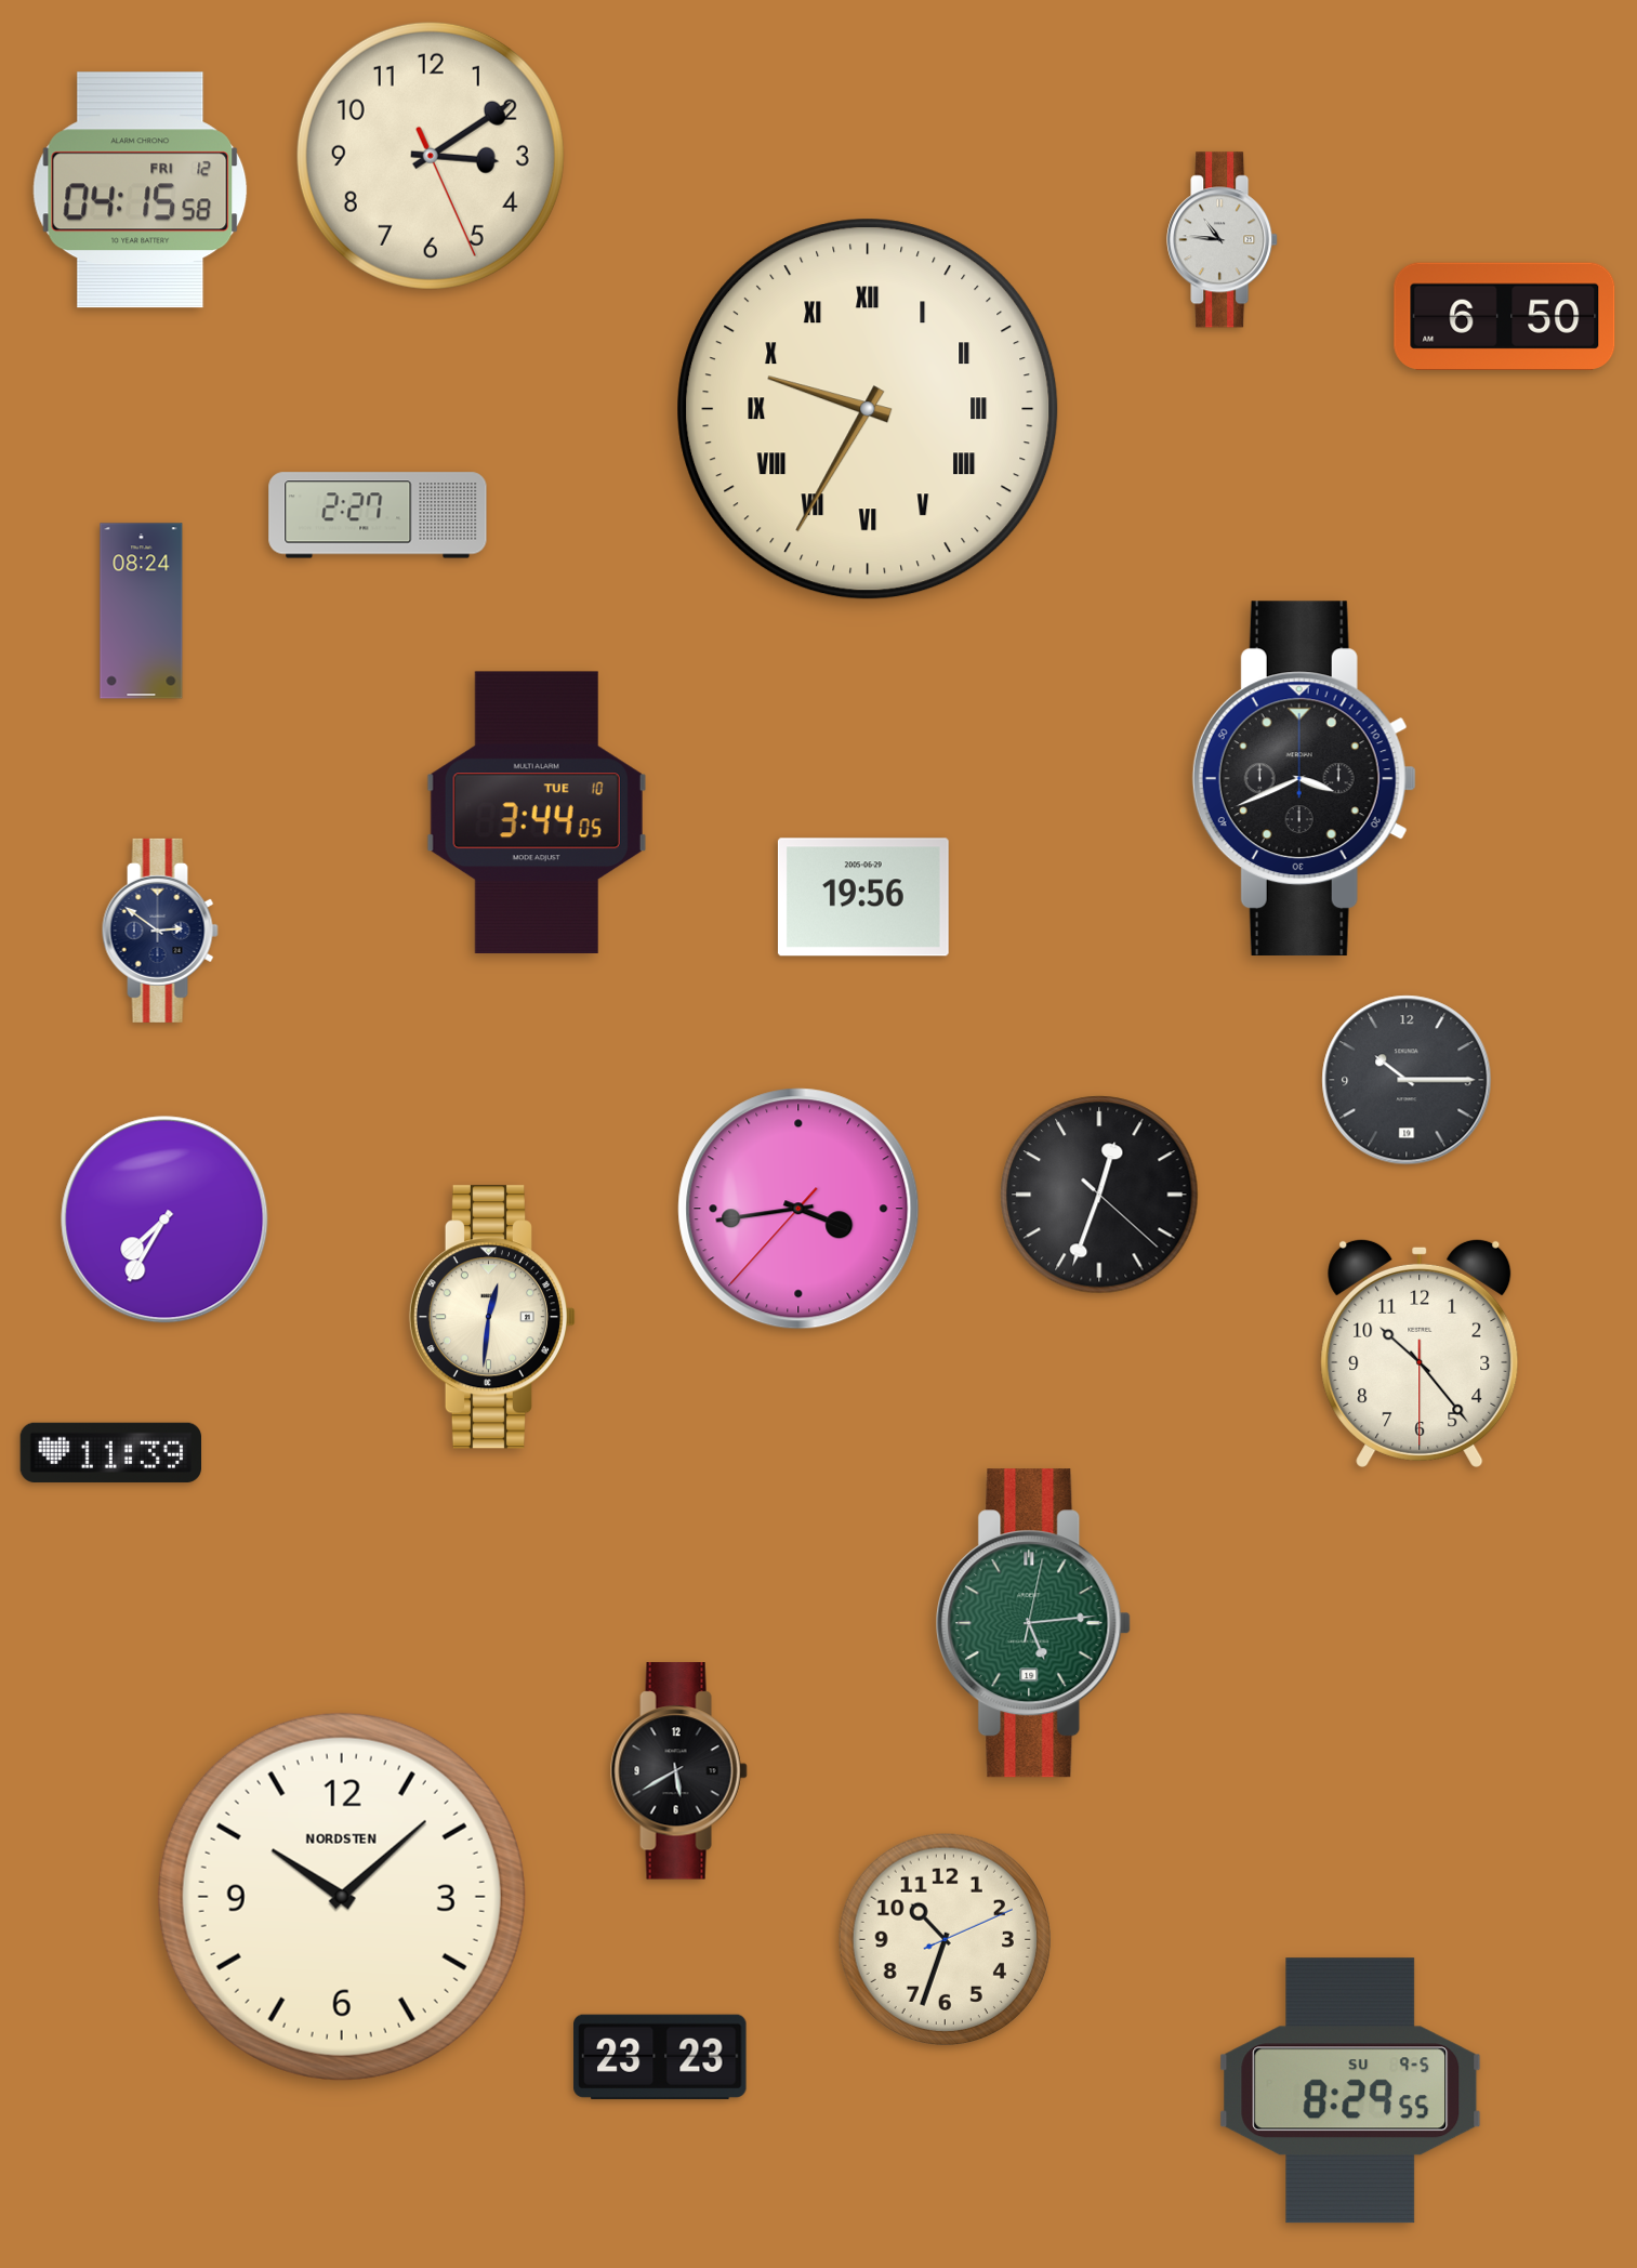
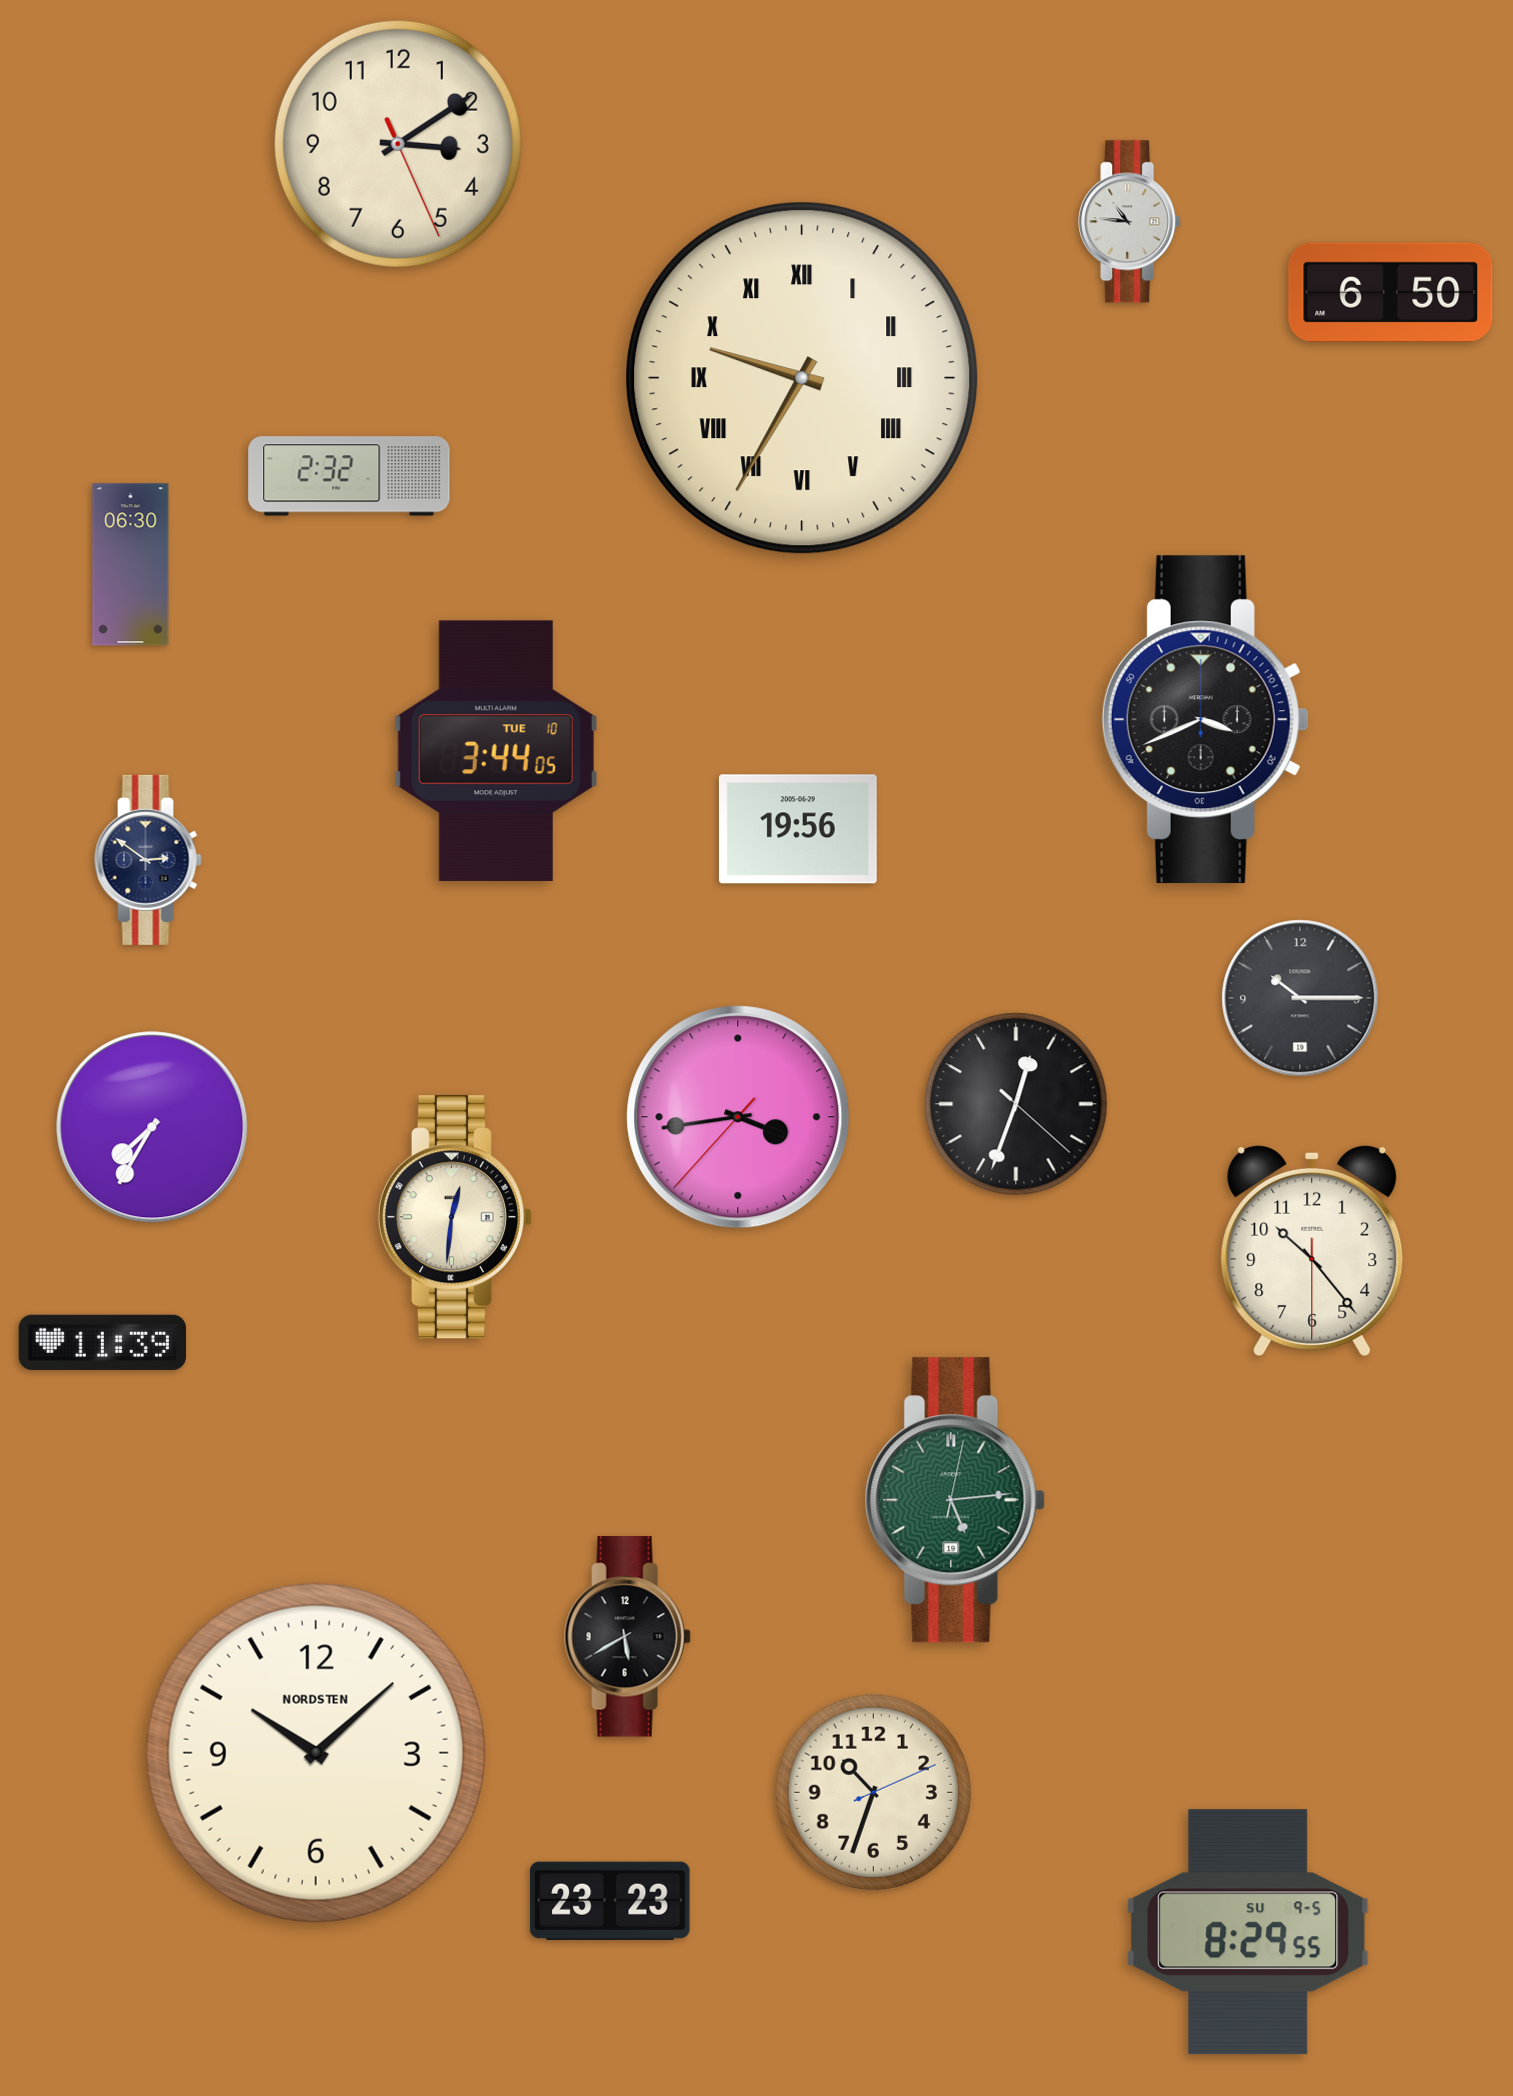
clock at (141, 190): 04:15 -> none
clock at (378, 515): 2:27 -> 2:32
clock at (142, 611): 08:24 -> 06:30
